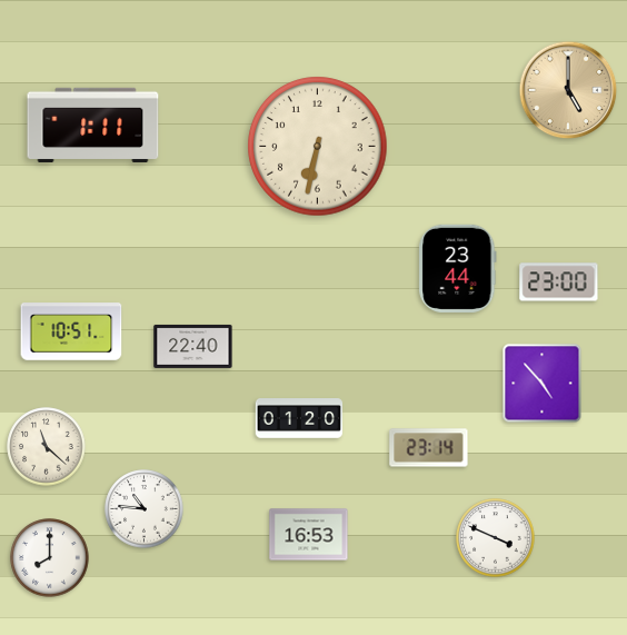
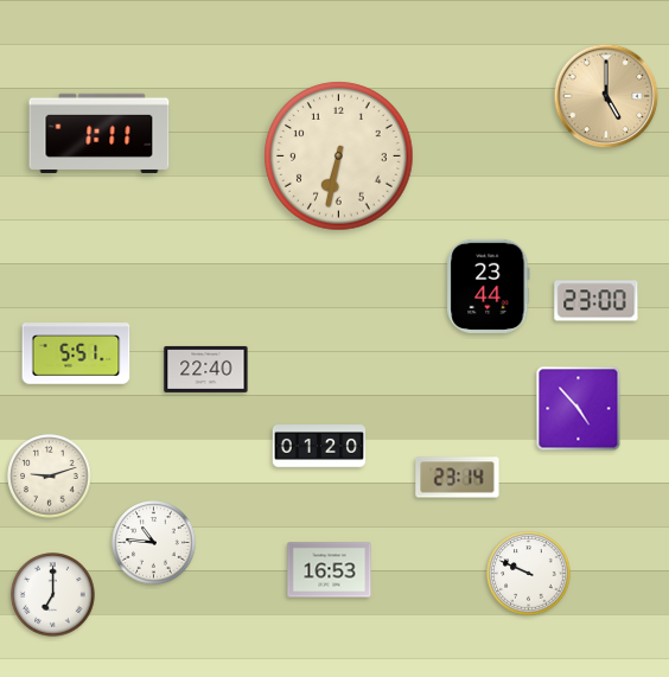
clock at (71, 331): 10:51 -> 5:51
clock at (47, 447): 11:22 -> 9:12
clock at (496, 538): 3:49 -> 9:49
clock at (50, 558): 8:00 -> 7:00
